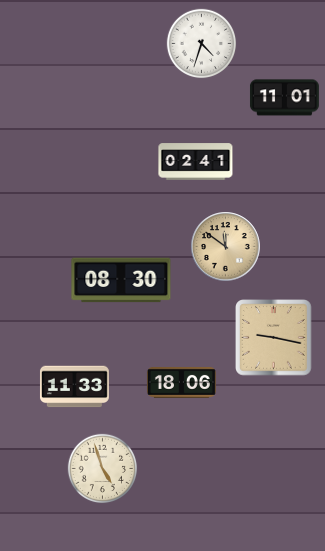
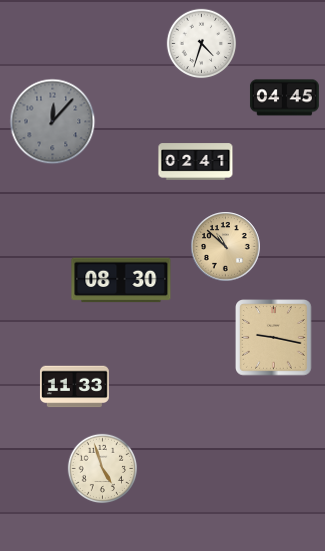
clock at (284, 98): 11:01 -> 04:45
clock at (53, 122): none -> 12:07
clock at (226, 247): 11:51 -> 10:52
clock at (181, 382): 18:06 -> none
